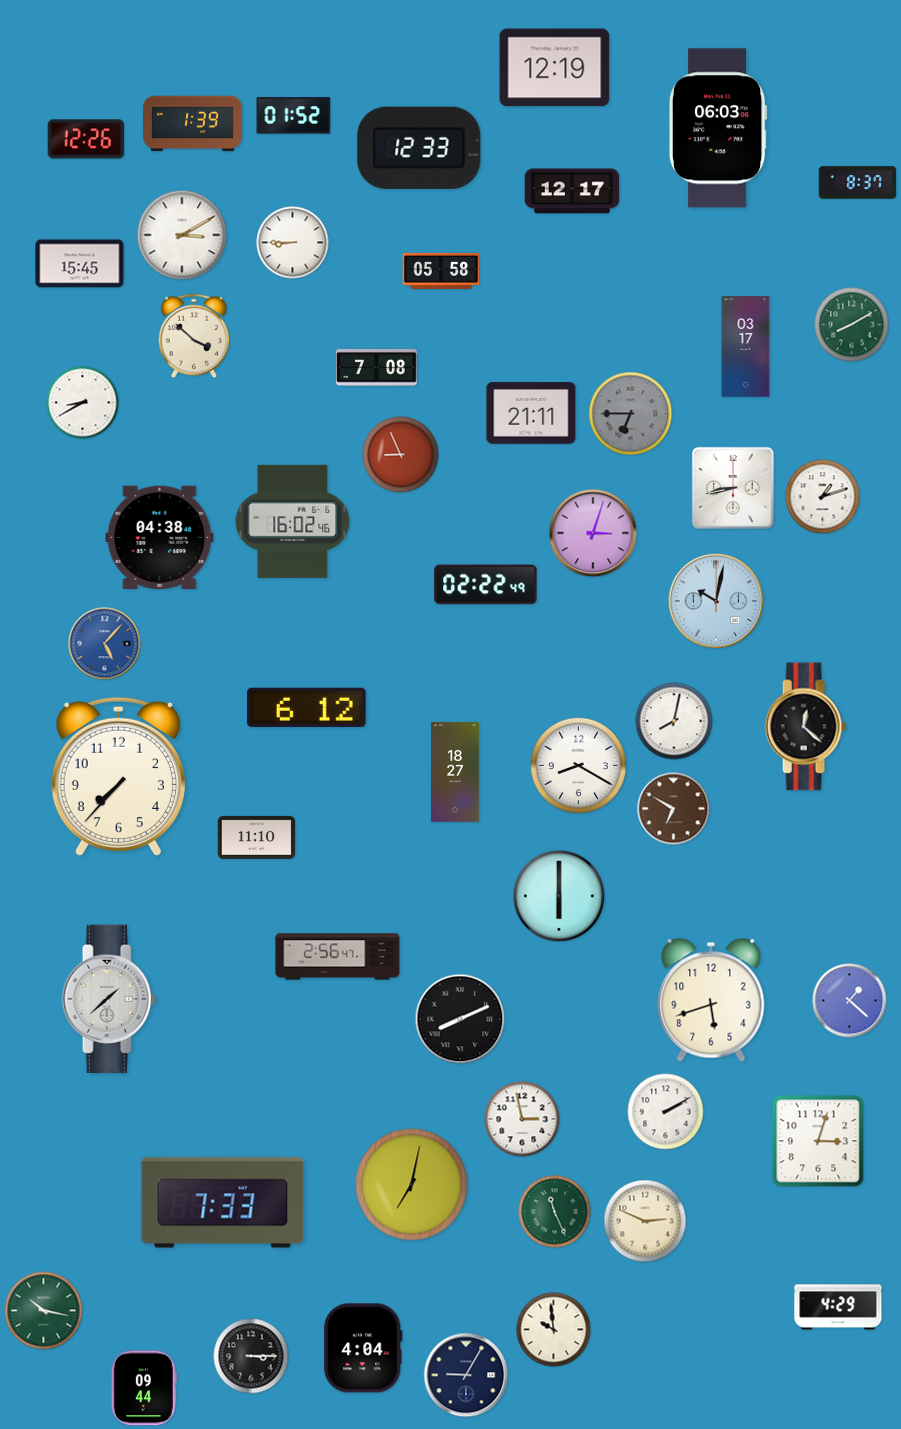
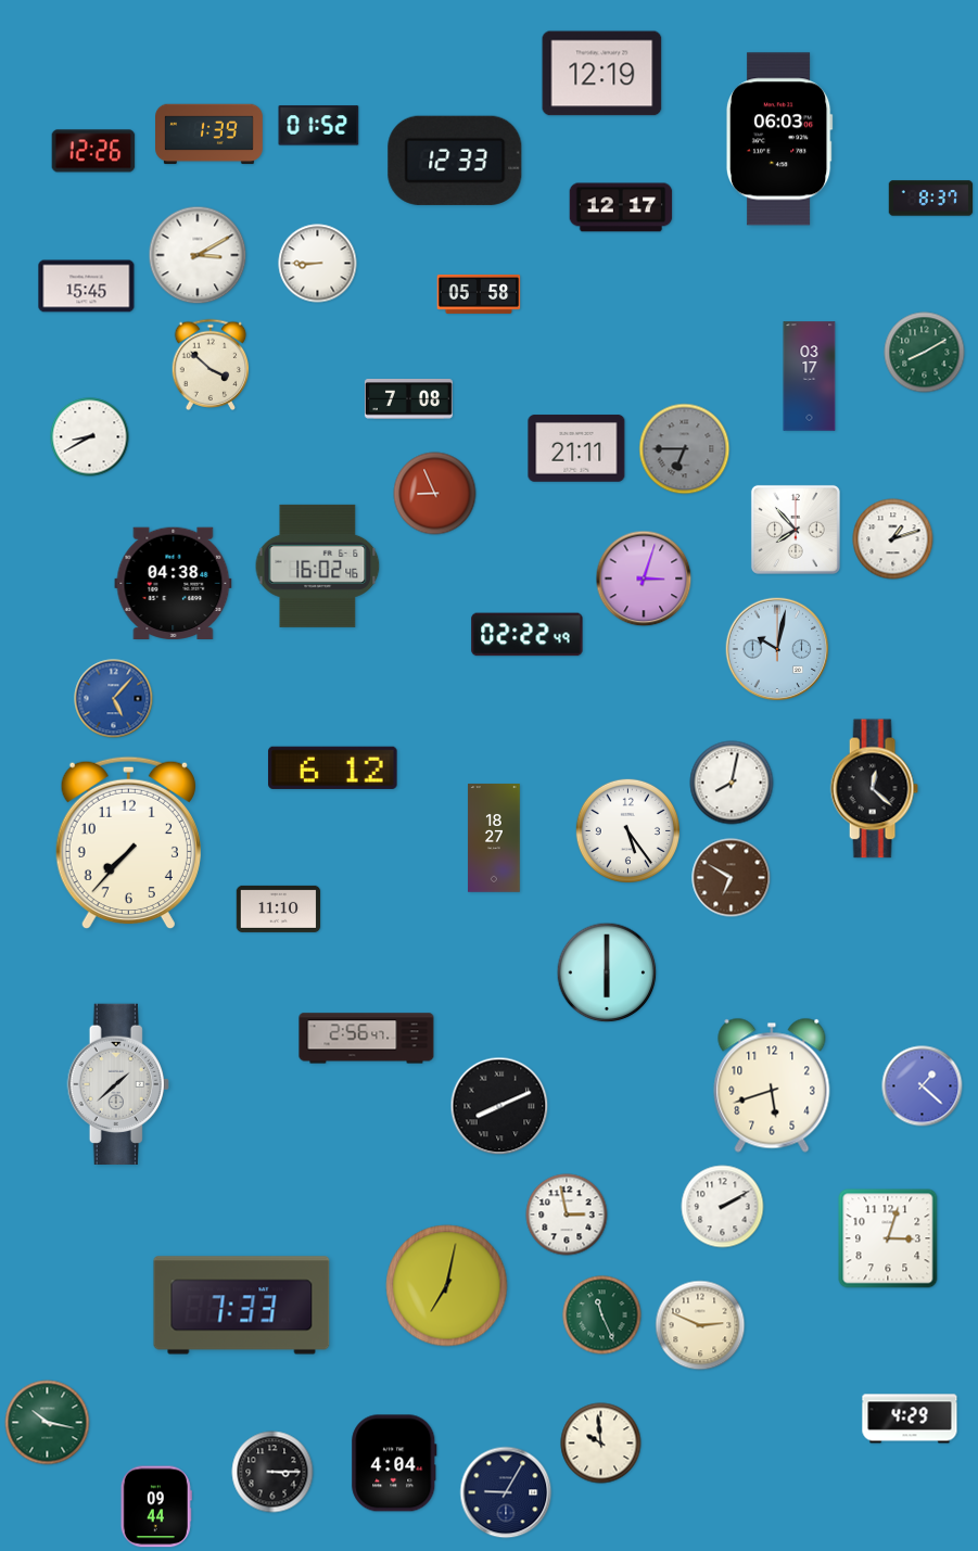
clock at (733, 488): 8:43 -> 7:53
clock at (716, 601) position: (716, 601) -> (777, 649)
clock at (578, 765): 8:20 -> 5:24
